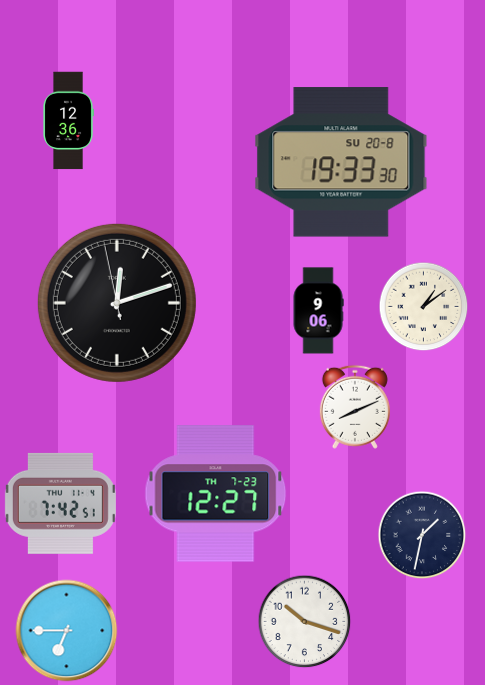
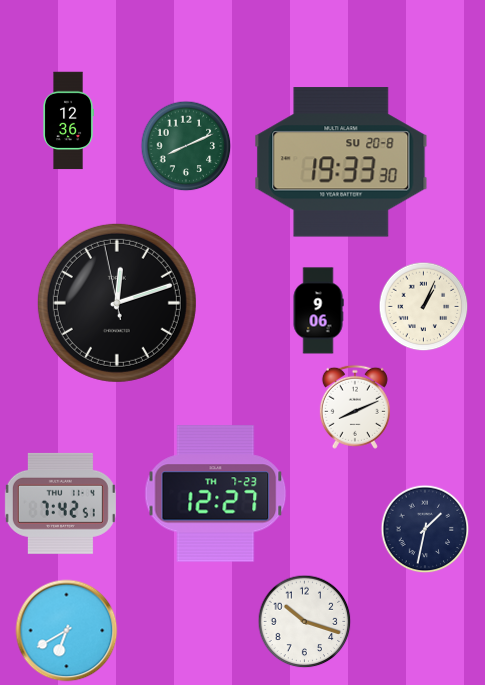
clock at (186, 146): none -> 8:11
clock at (424, 307): 1:09 -> 1:04
clock at (422, 535) position: (422, 535) -> (425, 529)
clock at (67, 631): 6:45 -> 6:40
